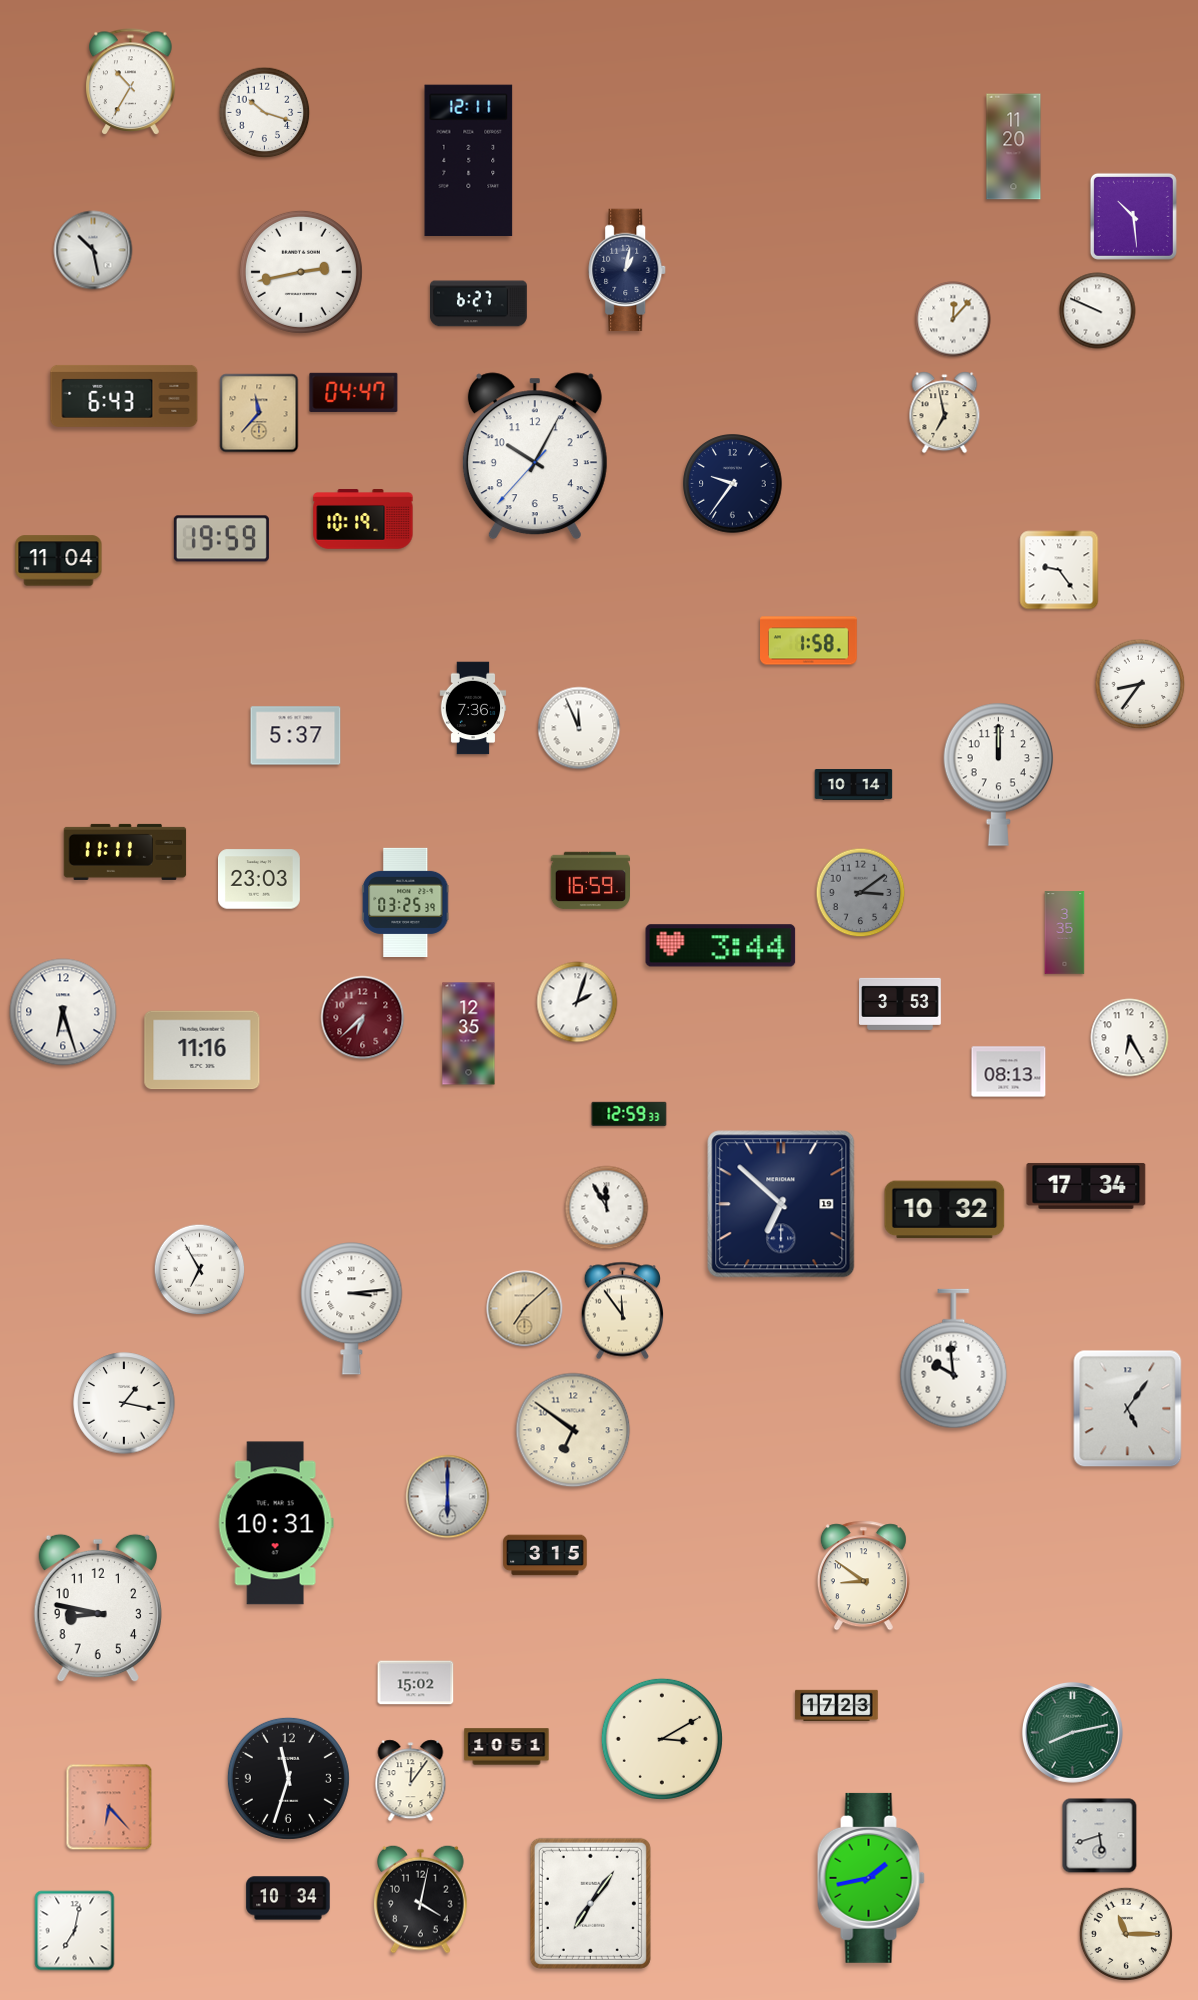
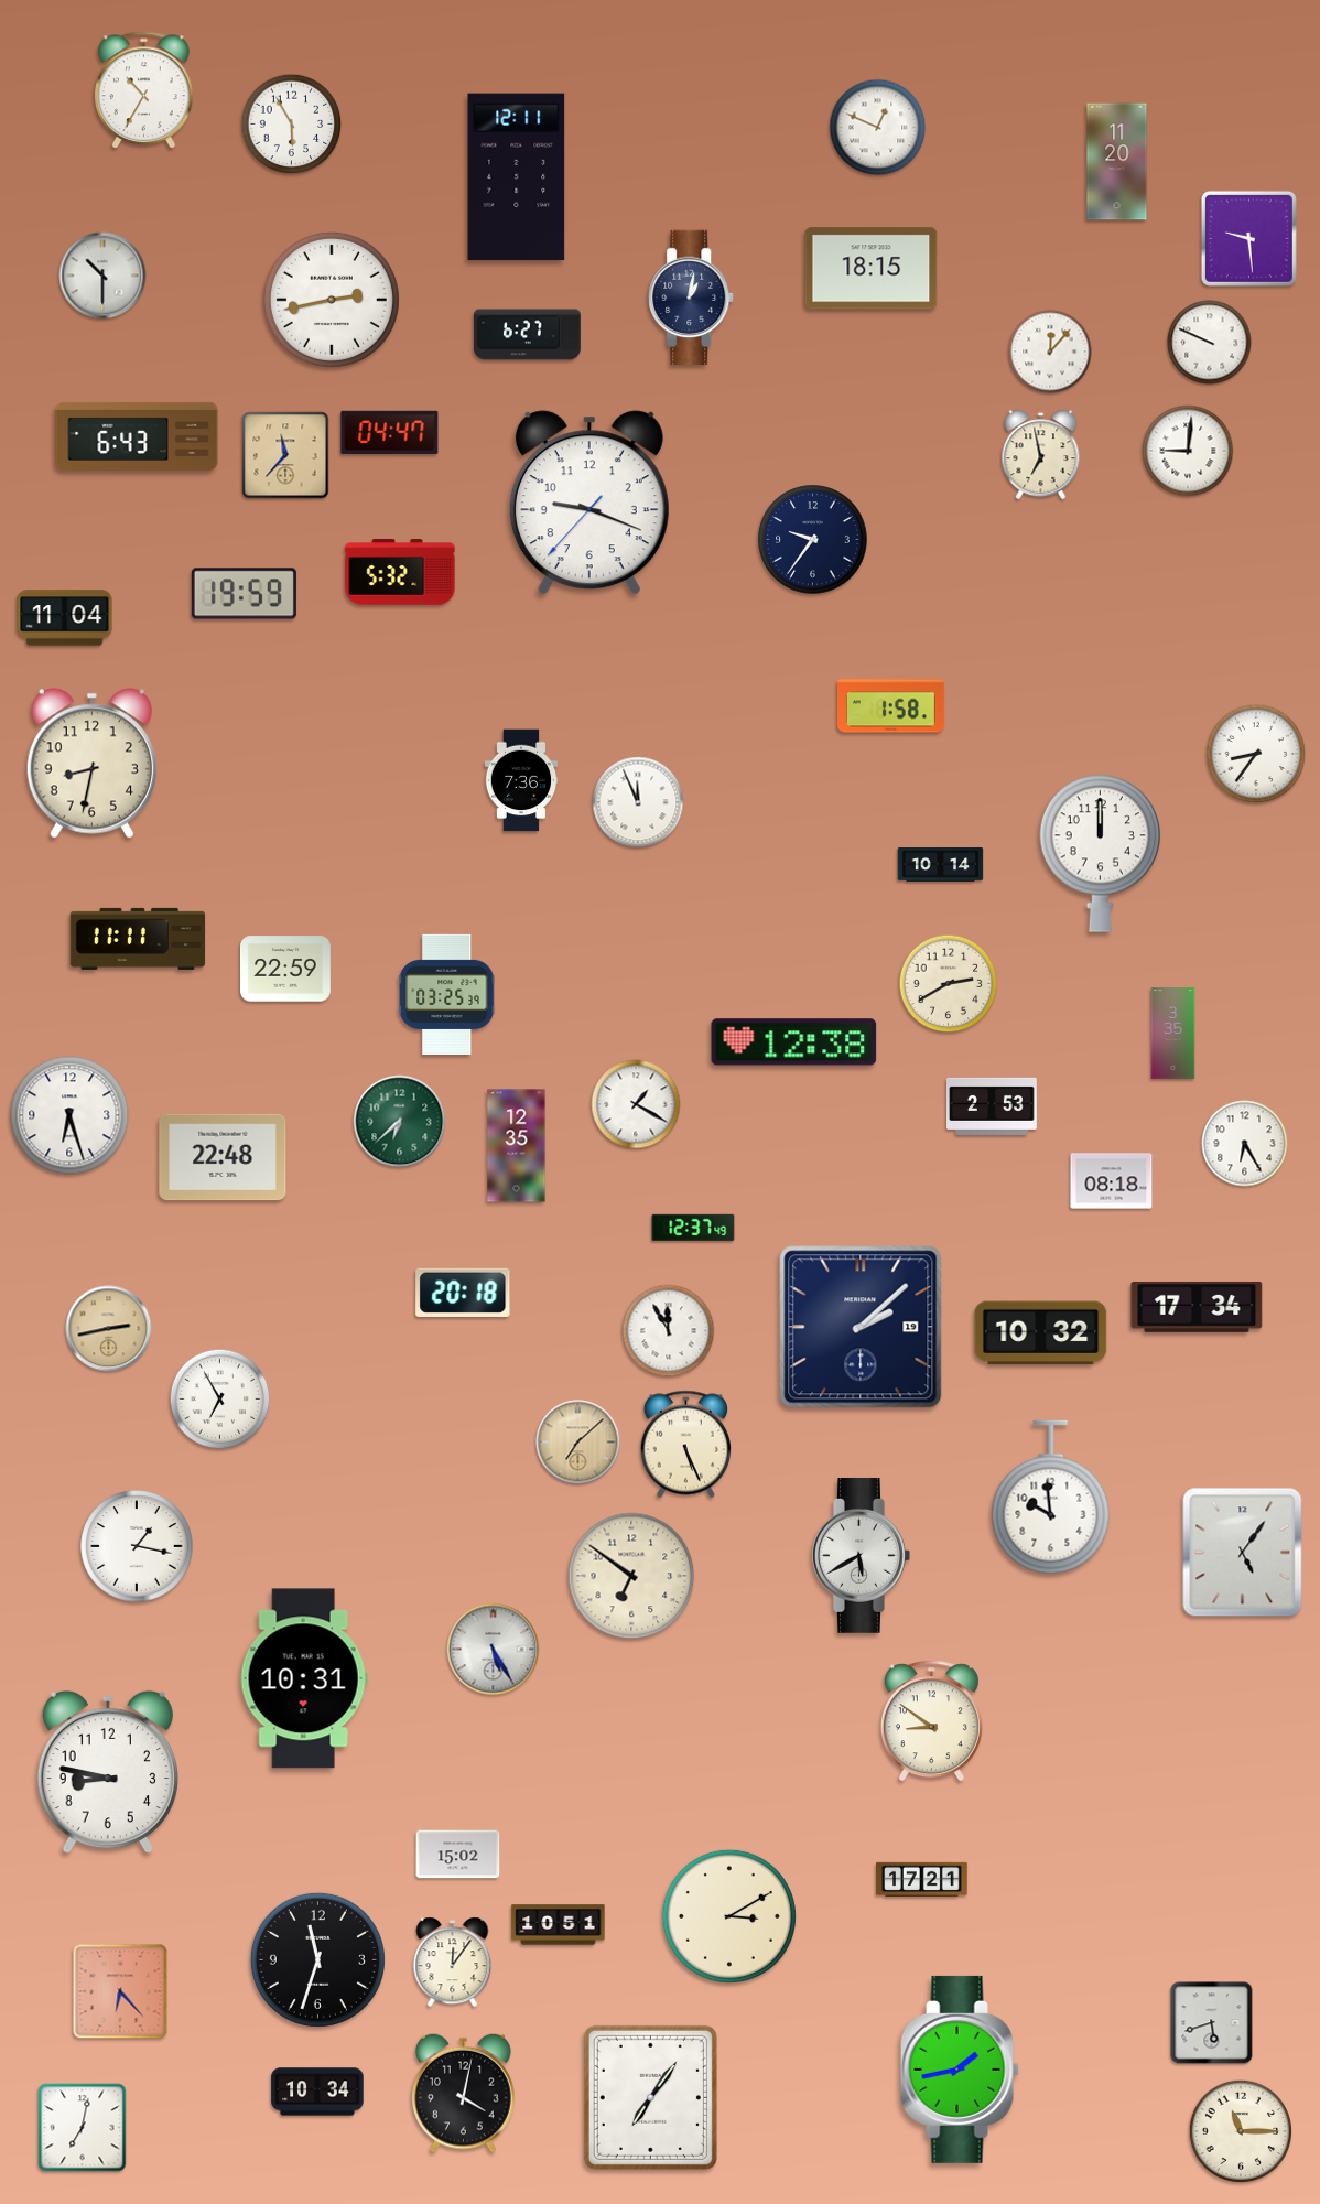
clock at (265, 113): 10:18 -> 5:55
clock at (878, 128): none -> 12:49
clock at (1133, 216): 10:29 -> 9:29
clock at (872, 269): none -> 18:15
clock at (93, 250): 10:28 -> 10:30
clock at (1188, 451): none -> 9:01
clock at (535, 456): 10:04 -> 9:18
clock at (733, 484) position: (733, 484) -> (813, 540)
clock at (363, 519): 10:19 -> 5:32
clock at (1059, 570): 9:24 -> none
clock at (91, 764): none -> 8:32
clock at (296, 736): 5:37 -> none
clock at (260, 879): 23:03 -> 22:59
clock at (590, 881): 16:59 -> none
clock at (861, 893): 3:09 -> 2:40
clock at (861, 893) dial: grey -> cream
clock at (1065, 933) position: (1065, 933) -> (1173, 1034)
clock at (721, 946): 3:44 -> 12:38
clock at (577, 1002): 2:03 -> 1:20
clock at (901, 1004): 3:53 -> 2:53
clock at (363, 1018) dial: burgundy -> green
clock at (469, 1034) position: (469, 1034) -> (517, 1146)
clock at (202, 1050): 11:16 -> 22:48
clock at (1009, 1072): 08:13 -> 08:18
clock at (629, 1113): 12:59 -> 12:37
clock at (463, 1292): none -> 20:18
clock at (781, 1204): 6:52 -> 2:08
clock at (109, 1329): none -> 2:43
clock at (352, 1309): 3:14 -> none
clock at (622, 1311): 11:54 -> 5:26
clock at (862, 1555): none -> 5:40
clock at (448, 1497): 6:00 -> 5:25
clock at (545, 1555): 3:15 -> none
clock at (863, 1576) position: (863, 1576) -> (931, 1721)
clock at (837, 1705): 17:23 -> 17:21
clock at (1072, 1732): 8:13 -> none
